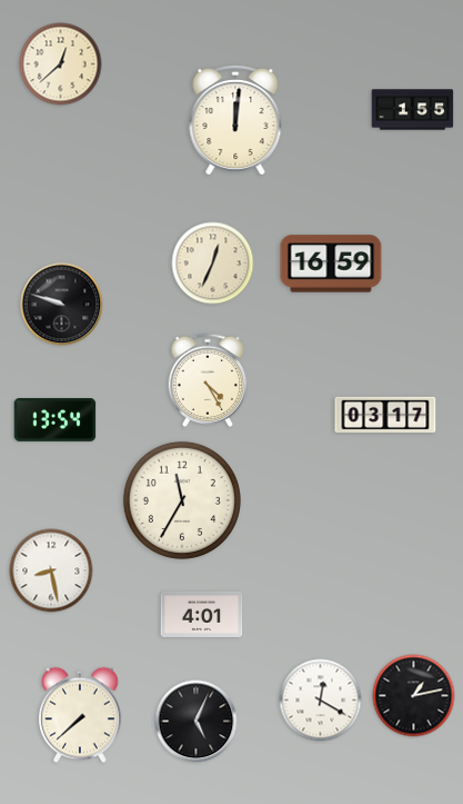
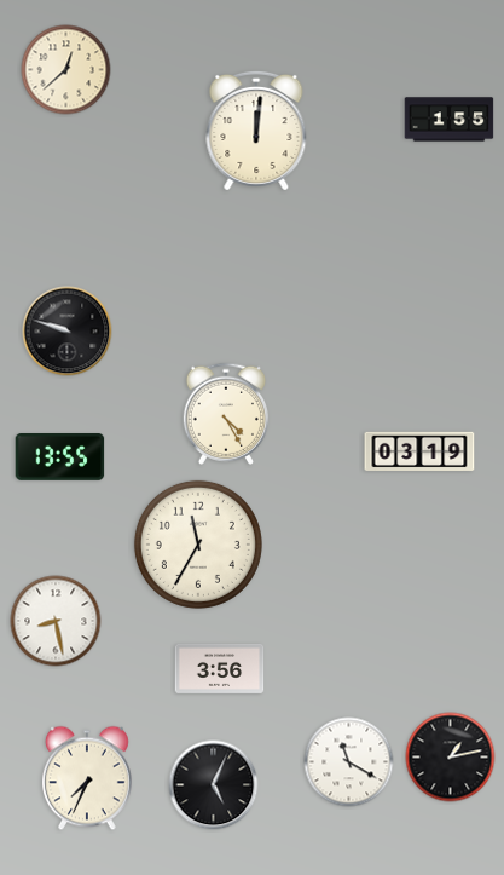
clock at (213, 264): 12:34 -> none
clock at (331, 264): 16:59 -> none
clock at (385, 415): 03:17 -> 03:19
clock at (56, 420): 13:54 -> 13:55
clock at (202, 614): 4:01 -> 3:56
clock at (321, 701): 12:20 -> 11:20
clock at (81, 715): 7:38 -> 7:34
